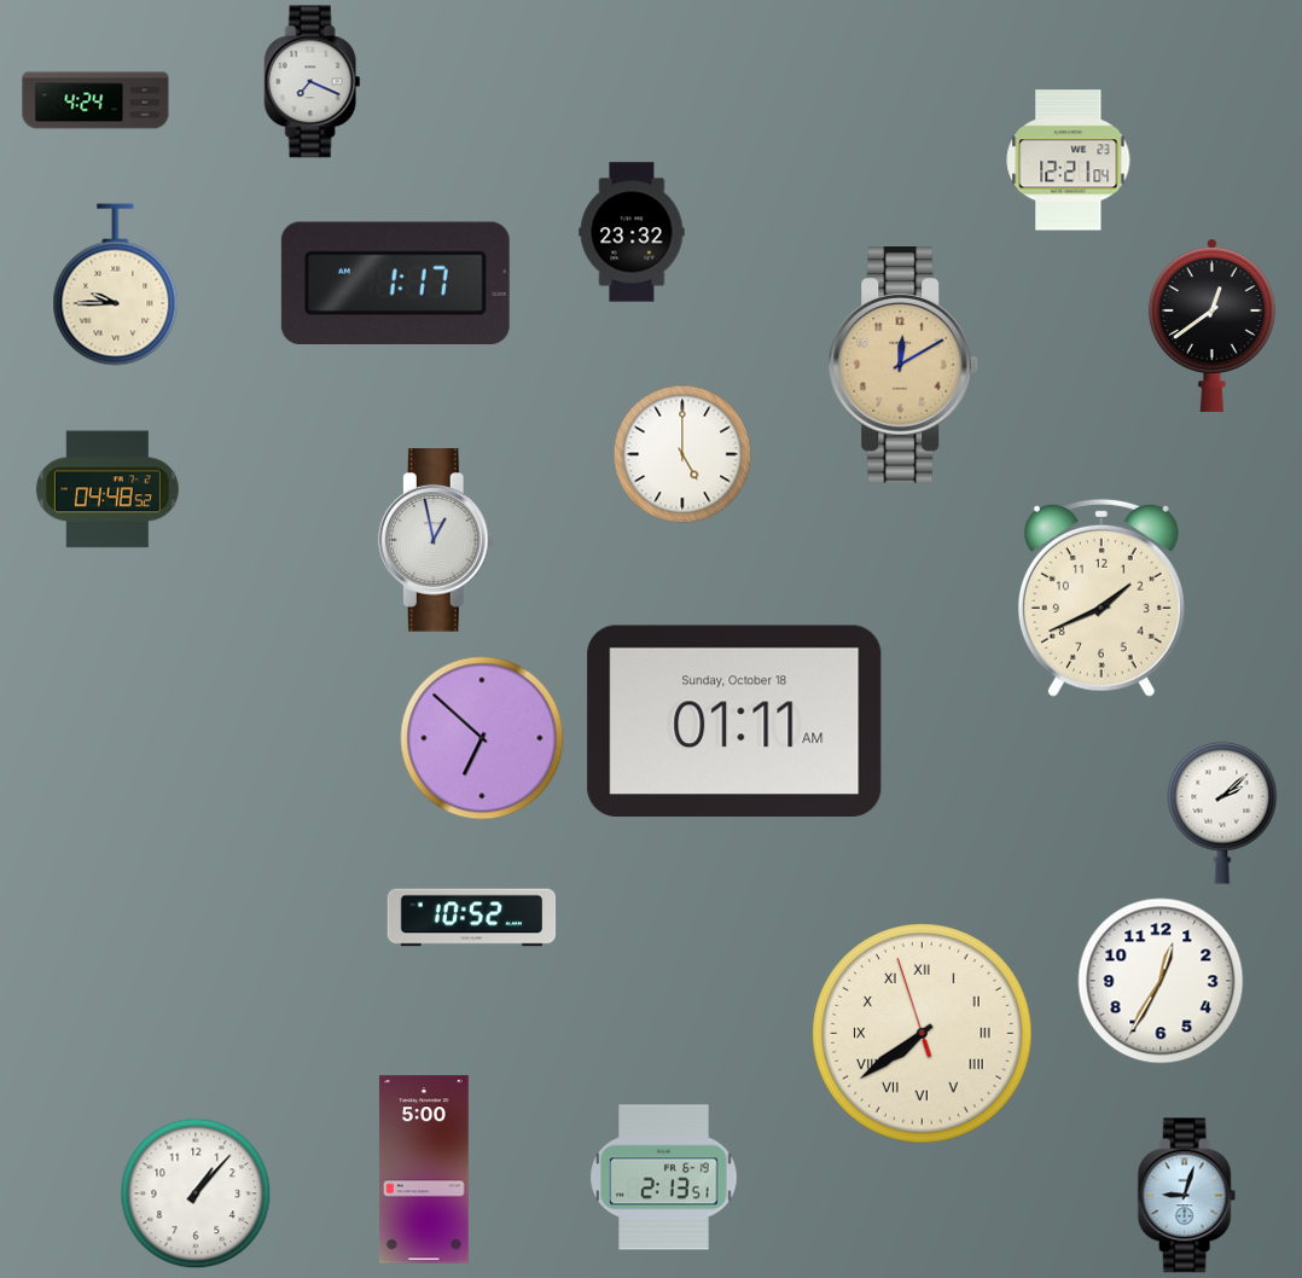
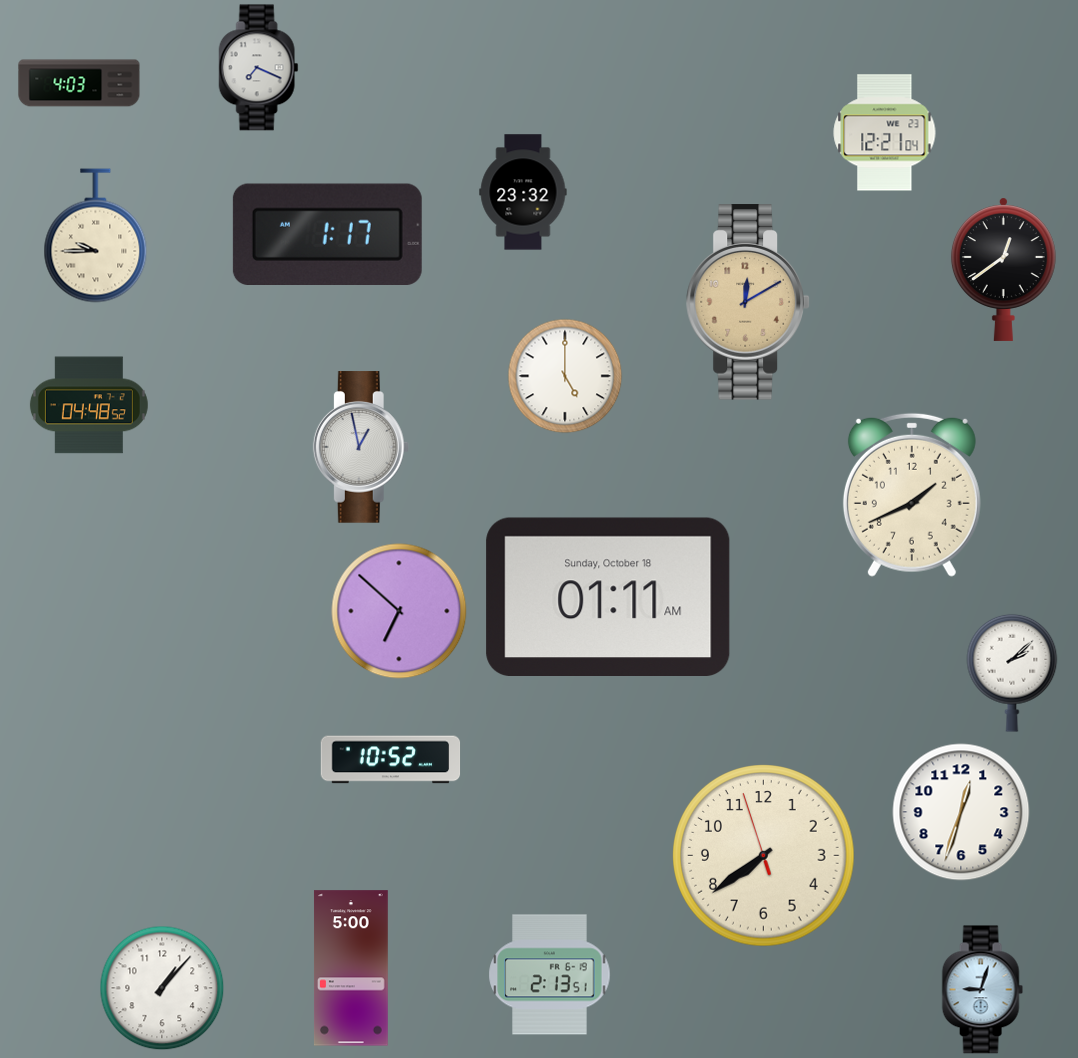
clock at (95, 100): 4:24 -> 4:03
clock at (1161, 981): 12:35 -> 12:33
clock at (923, 1034) numerals: Roman -> Arabic
